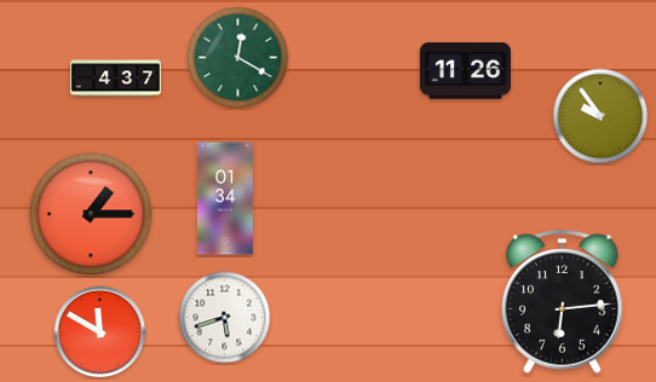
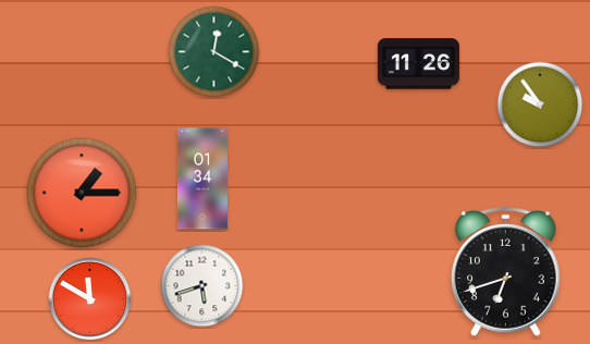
clock at (115, 79): 4:37 -> none
clock at (563, 302): 6:14 -> 6:42
